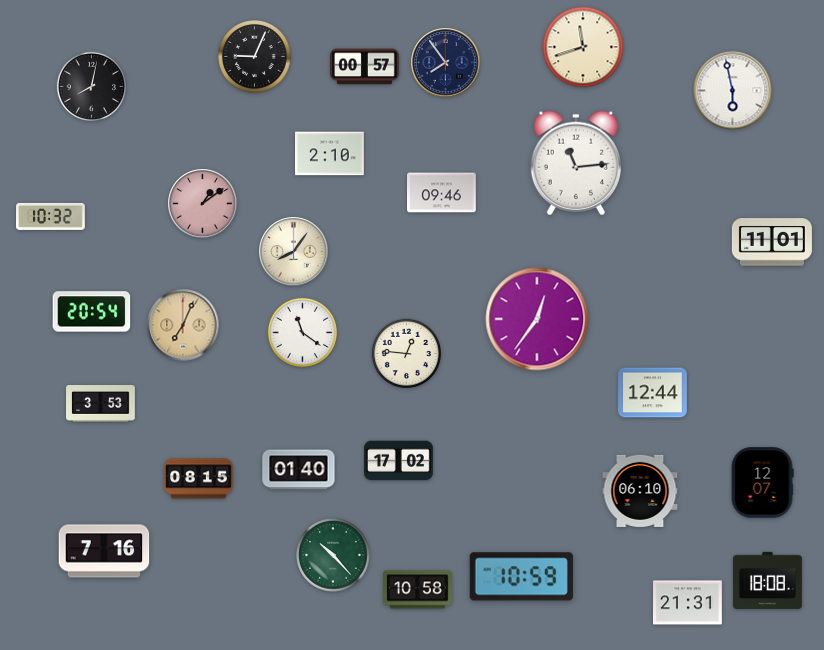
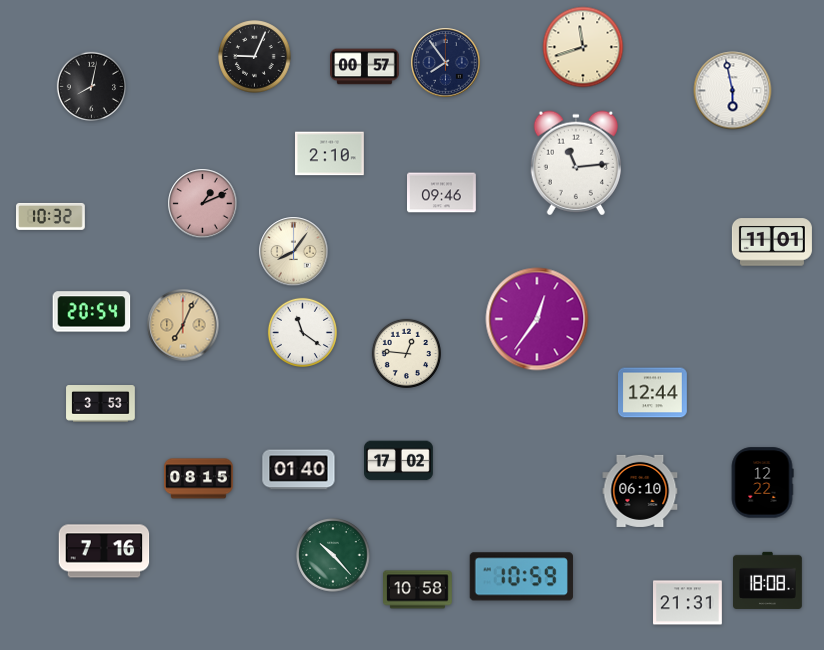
clock at (203, 204): 1:09 -> 1:11
clock at (762, 483): 12:07 -> 12:22
